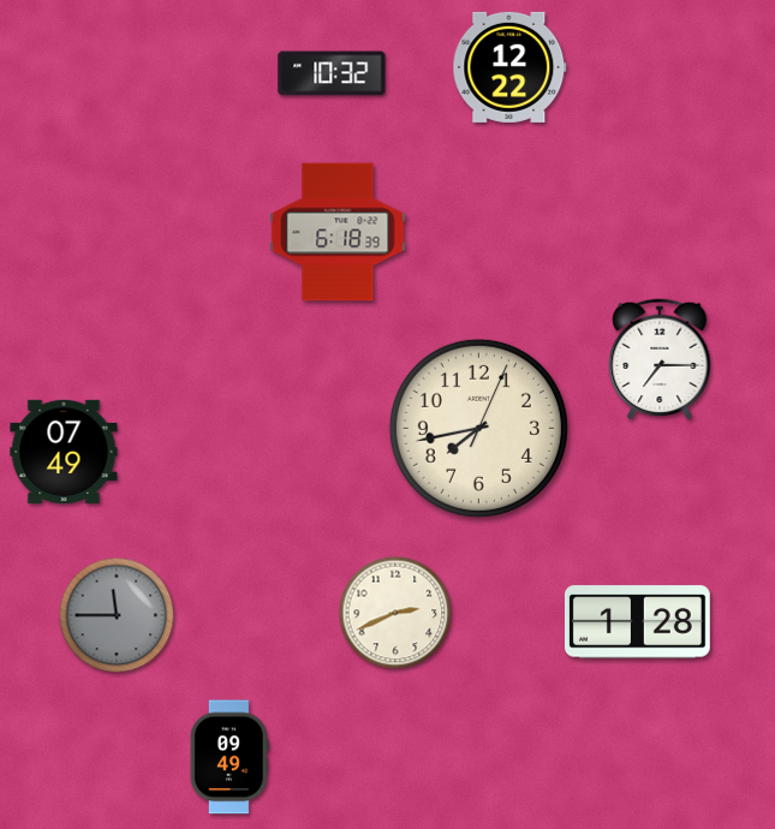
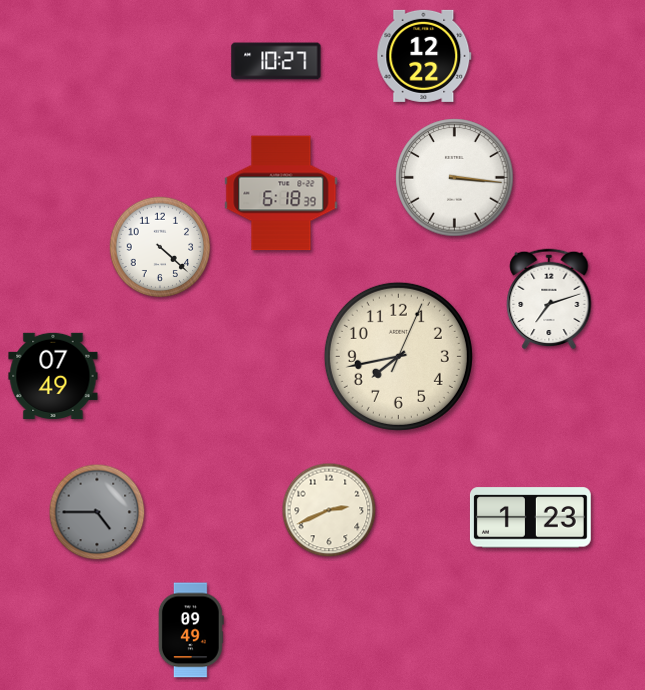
clock at (332, 73): 10:32 -> 10:27
clock at (455, 178): none -> 3:16
clock at (160, 247): none -> 4:22
clock at (660, 359): 7:15 -> 7:12
clock at (117, 615): 11:45 -> 4:45
clock at (637, 622): 1:28 -> 1:23
